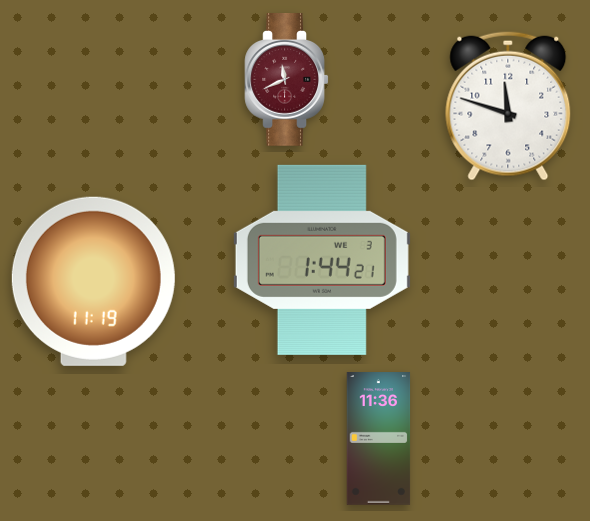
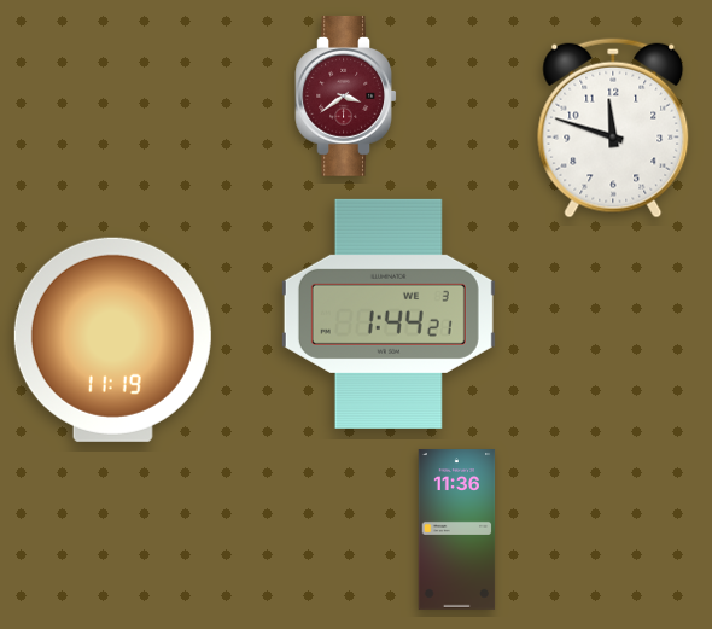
clock at (287, 80): 11:41 -> 3:39
